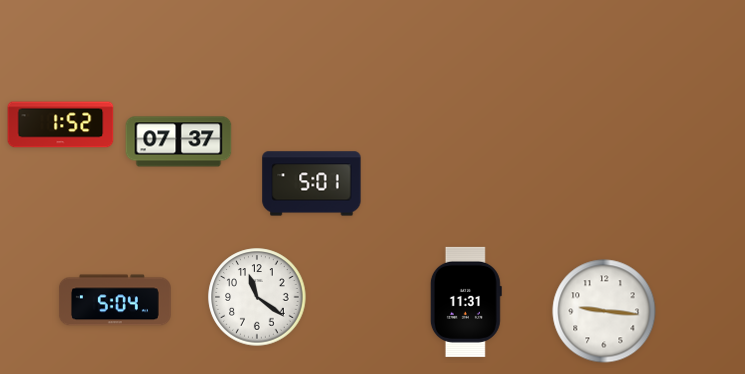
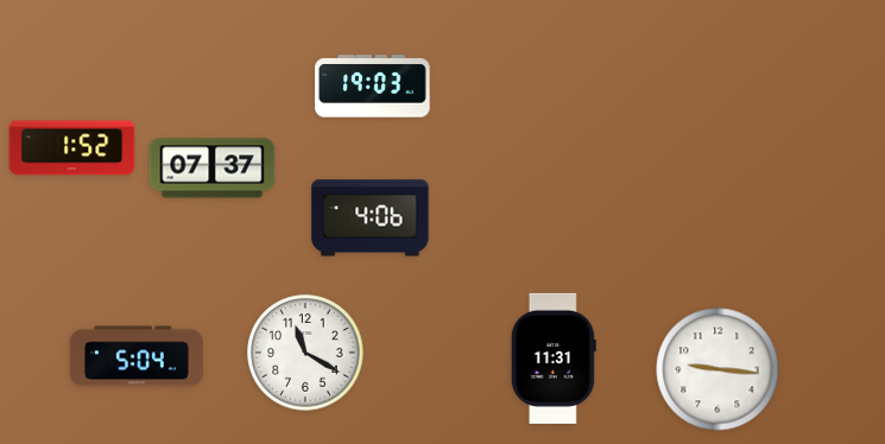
clock at (373, 87): none -> 19:03
clock at (312, 184): 5:01 -> 4:06
clock at (257, 297): 11:21 -> 11:20
